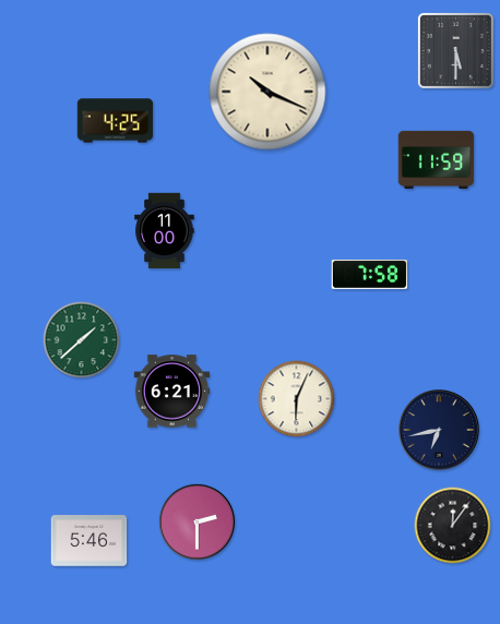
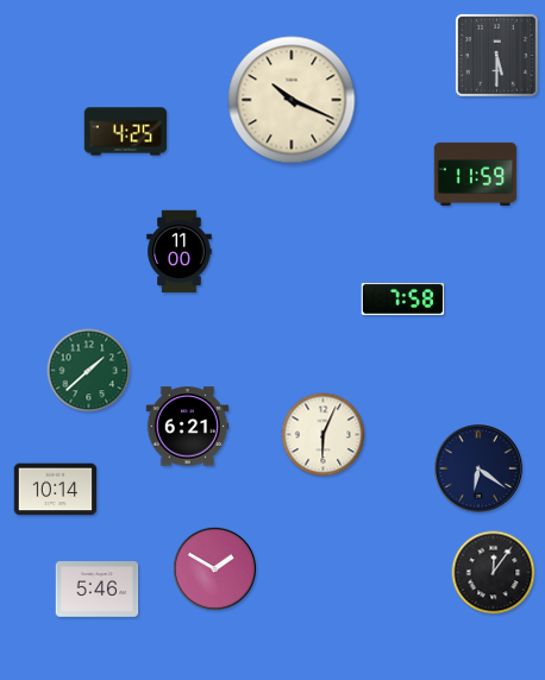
clock at (440, 431): 6:43 -> 6:21
clock at (56, 490): none -> 10:14
clock at (197, 521): 2:30 -> 1:50
